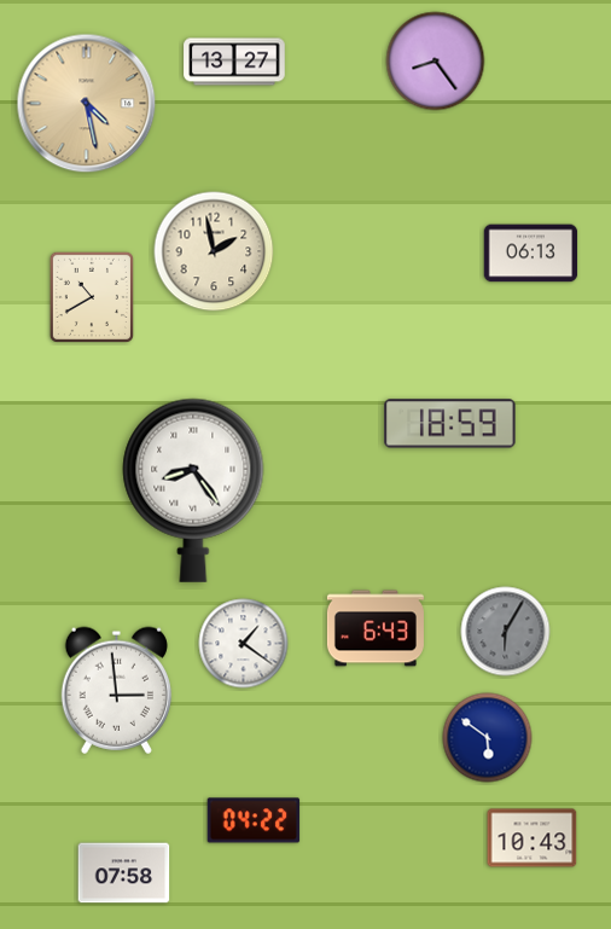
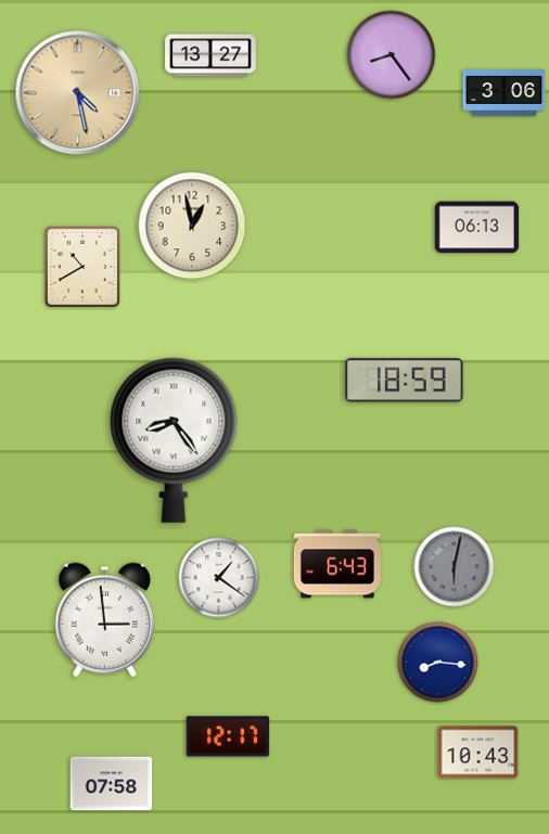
clock at (505, 93): none -> 3:06
clock at (214, 251): 1:58 -> 12:58
clock at (506, 632): 6:05 -> 6:02
clock at (488, 738): 5:51 -> 8:16
clock at (254, 820): 04:22 -> 12:17
